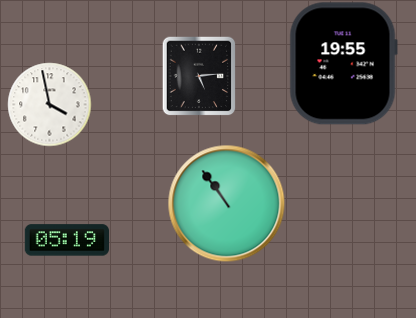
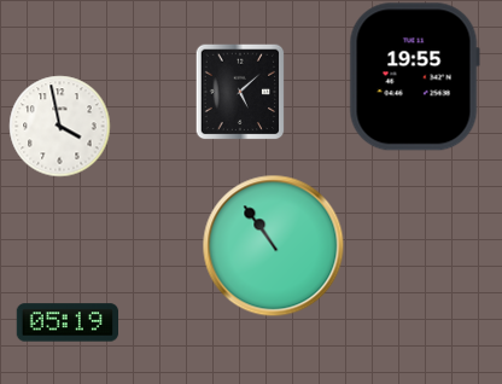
clock at (199, 76): 5:14 -> 5:08
clock at (66, 240) position: (66, 240) -> (66, 322)
